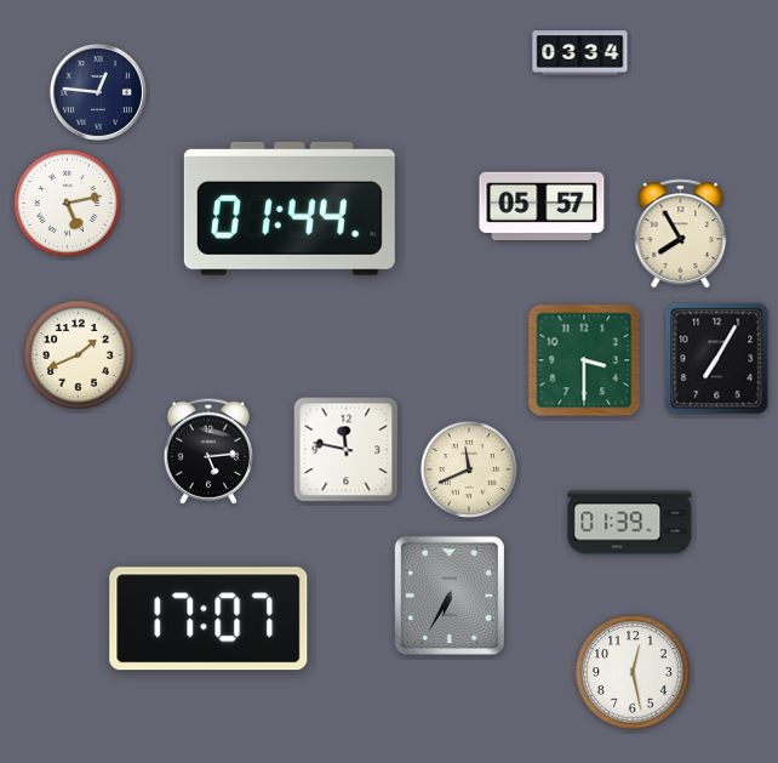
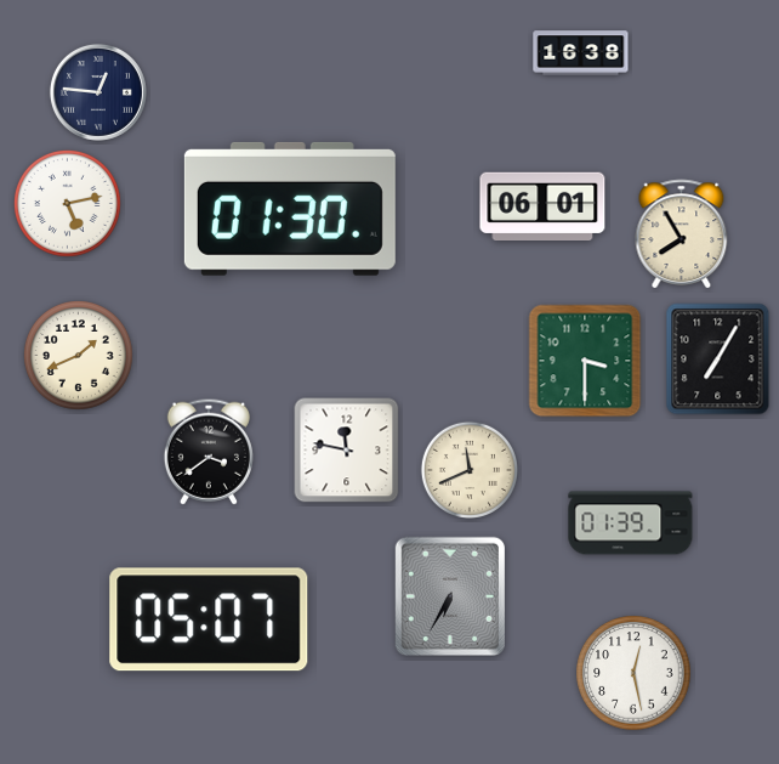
clock at (580, 53): 03:34 -> 16:38
clock at (542, 205): 05:57 -> 06:01
clock at (290, 209): 01:44 -> 01:30
clock at (208, 451): 5:14 -> 3:39
clock at (208, 619): 17:07 -> 05:07
